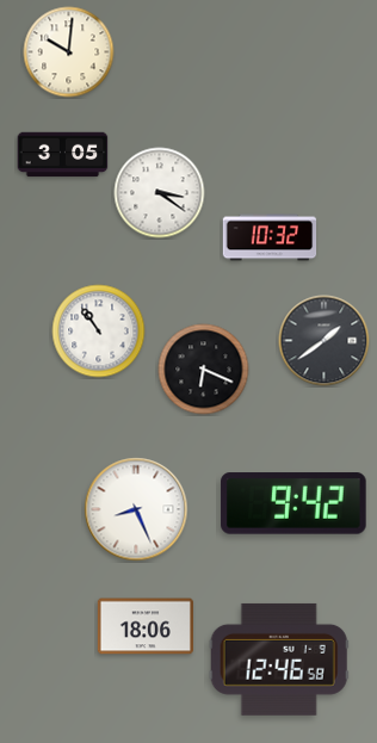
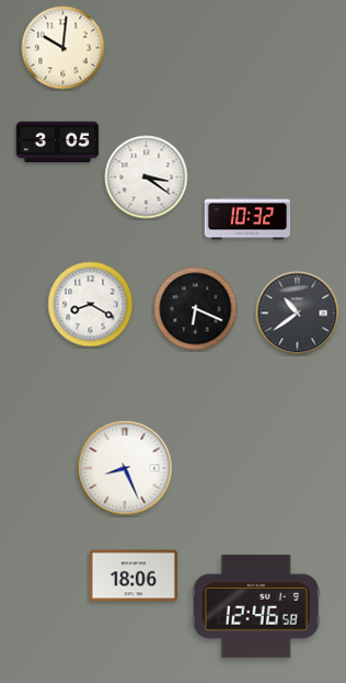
clock at (99, 332): 10:54 -> 8:20
clock at (325, 341): 1:39 -> 10:39
clock at (204, 370) position: (204, 370) -> (196, 309)
clock at (293, 503): 9:42 -> none
